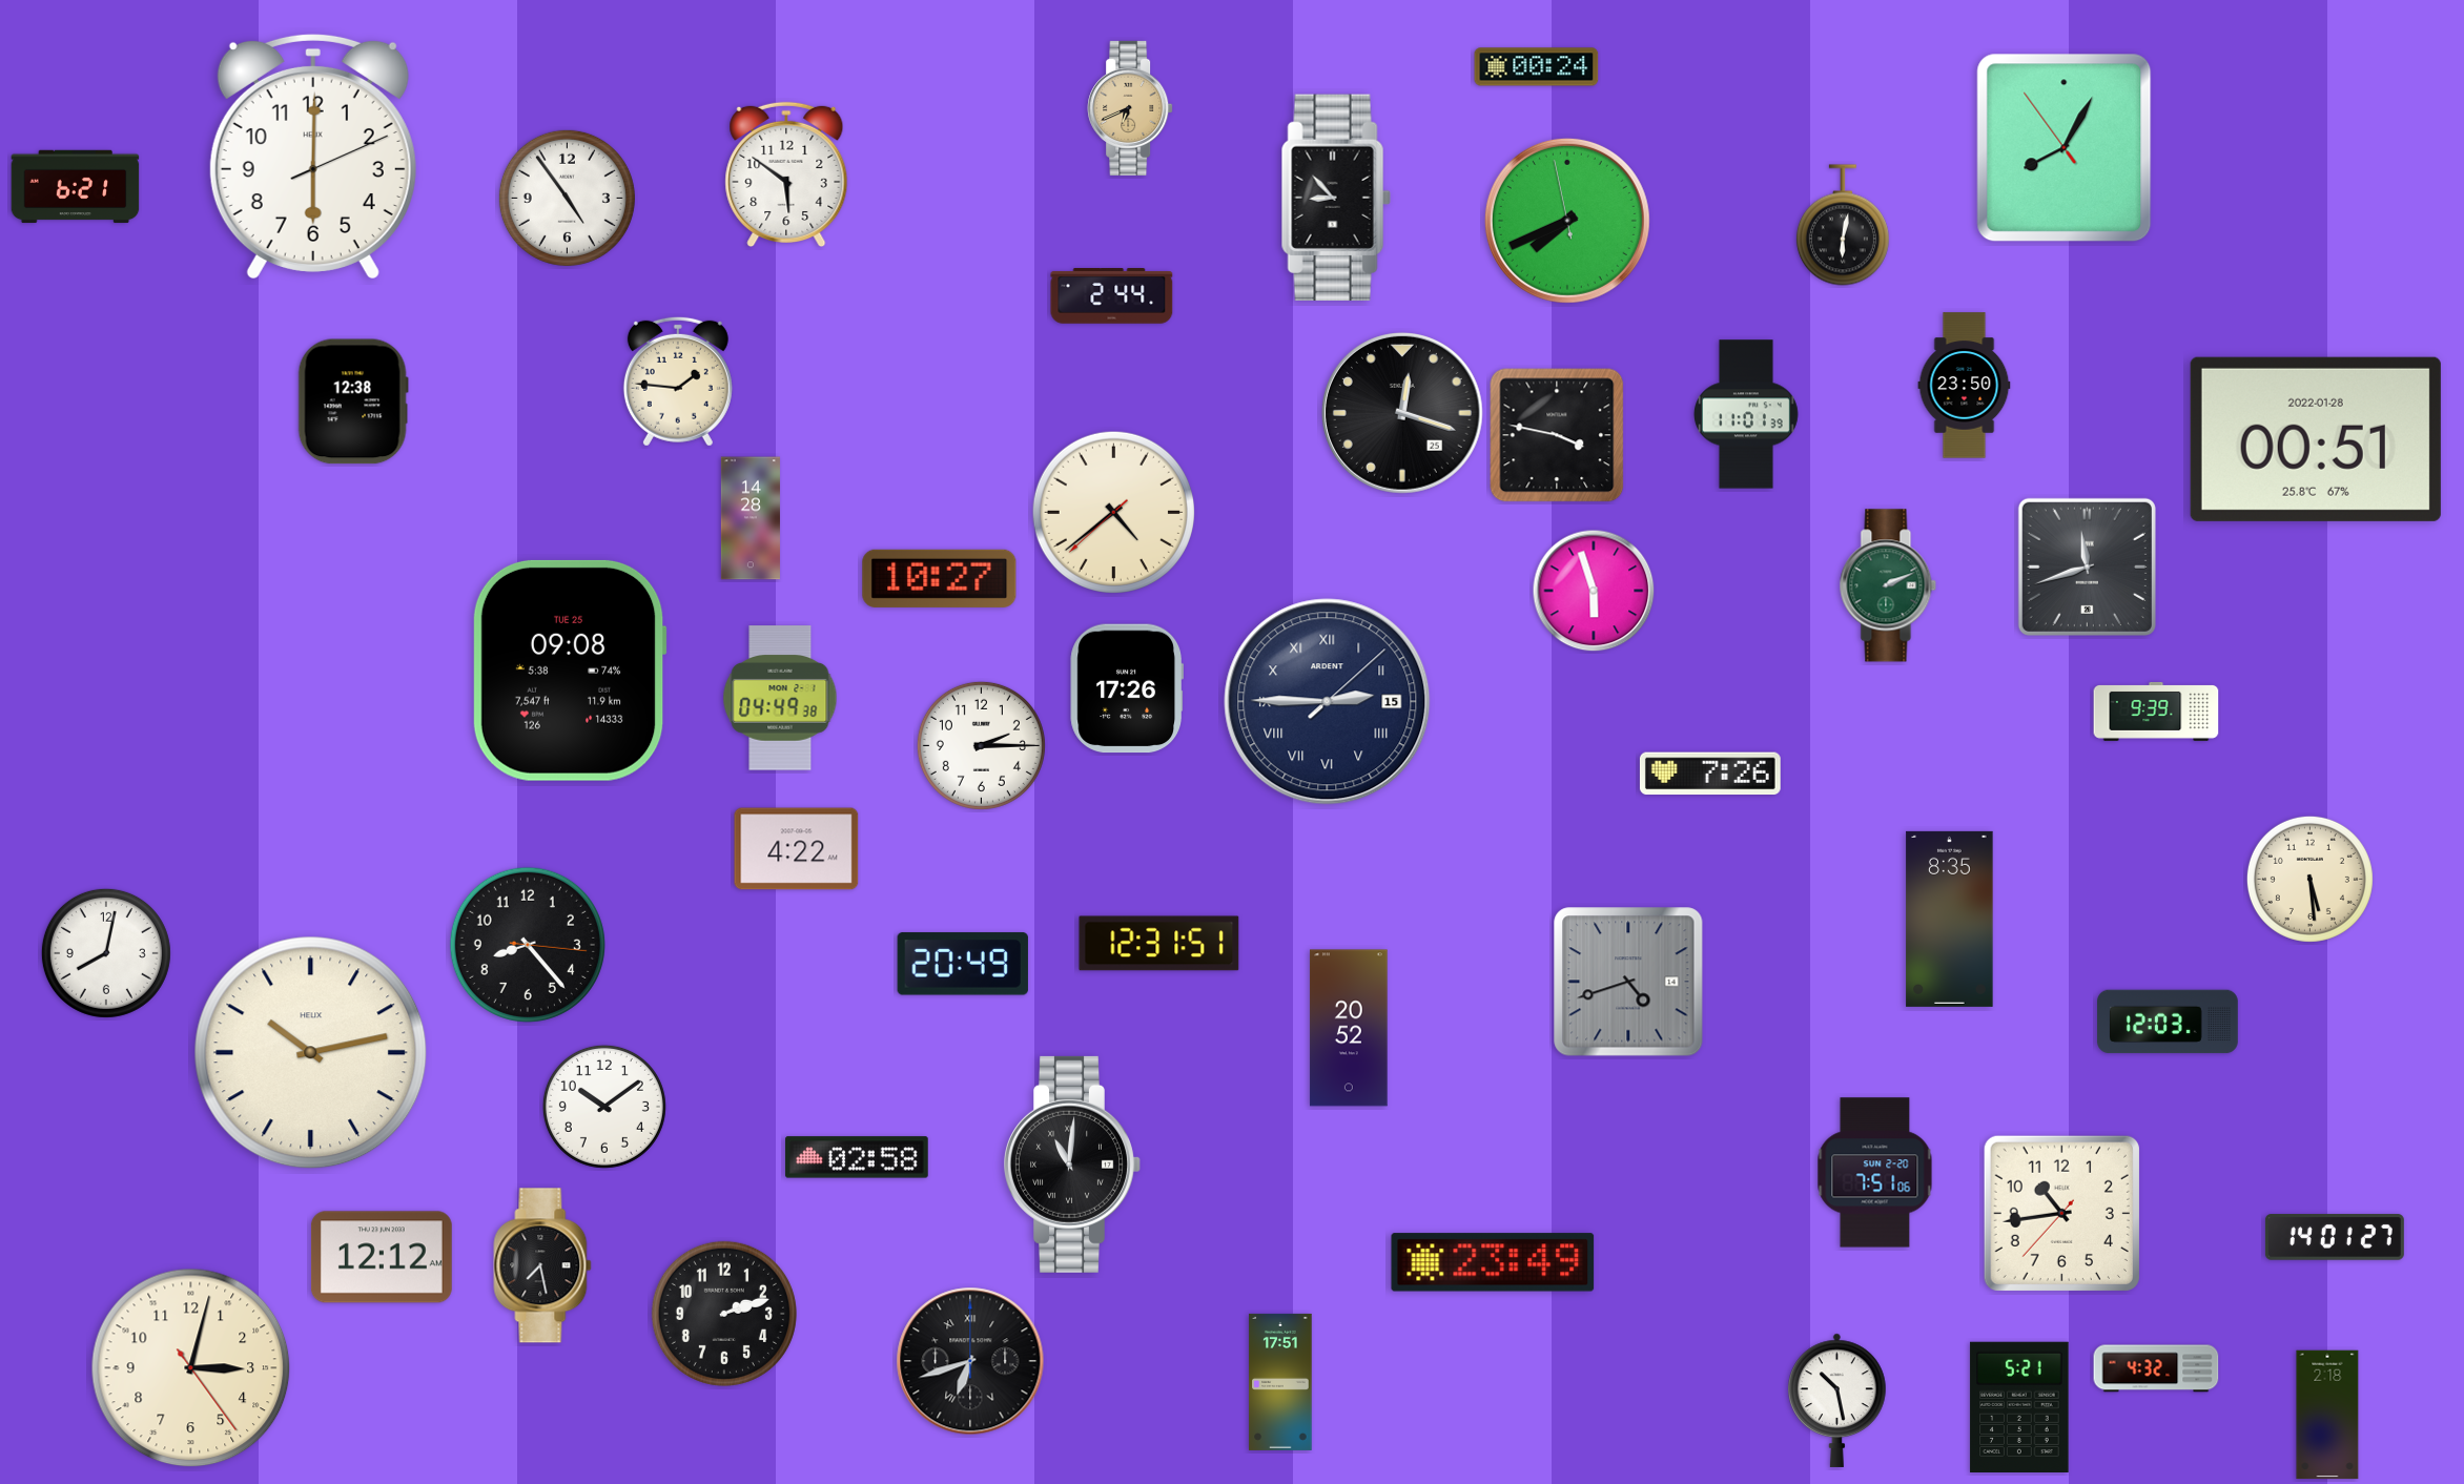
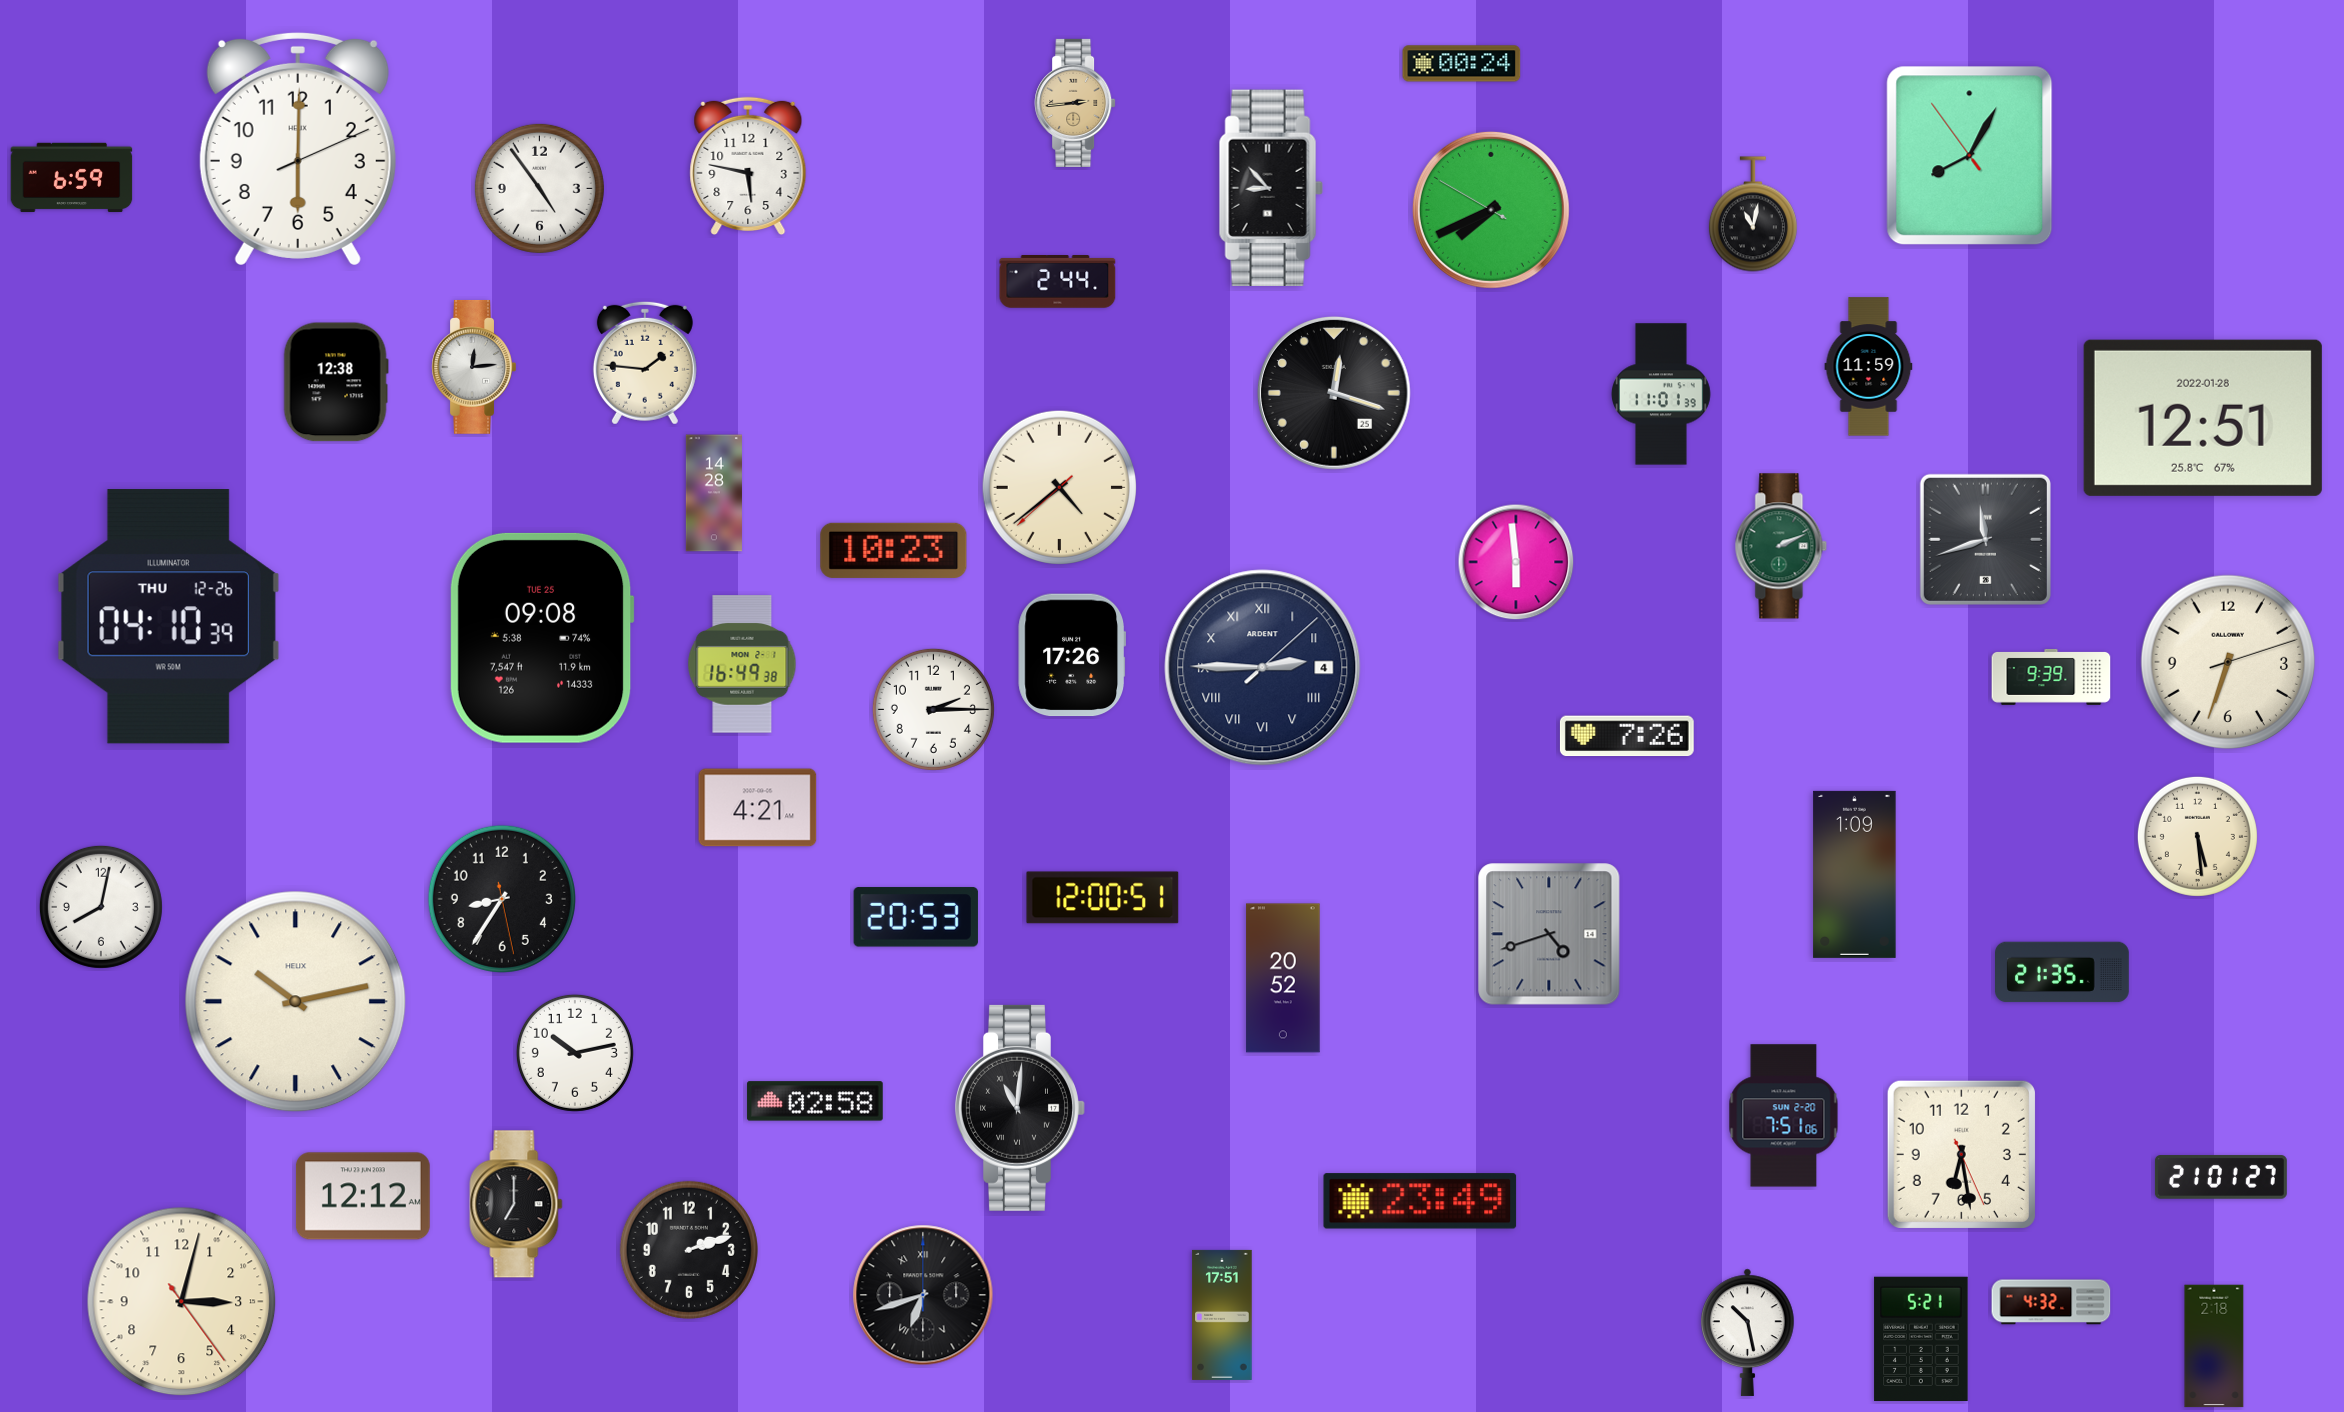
clock at (1130, 108): 6:41 -> 2:44
clock at (2065, 148) position: (2065, 148) -> (1970, 156)
clock at (786, 173): 5:51 -> 5:47
clock at (76, 187): 6:21 -> 6:59
clock at (1567, 221): 7:40:58 -> 7:40:50
clock at (1843, 225): 6:02 -> 11:02
clock at (474, 367): none -> 12:14
clock at (1965, 386): 23:50 -> 11:59
clock at (1557, 435): 3:47 -> none
clock at (2316, 439): 00:51 -> 12:51
clock at (940, 578): 10:27 -> 10:23
clock at (1888, 585) position: (1888, 585) -> (1781, 546)
clock at (1594, 591): 5:57 -> 5:59
clock at (168, 617): none -> 04:10
clock at (2228, 662): none -> 6:33
clock at (780, 698): 04:49 -> 16:49
clock at (1328, 702) date: 15 -> 4
clock at (797, 849): 4:22 -> 4:21
clock at (1950, 919): 8:35 -> 1:09
clock at (1159, 944): 12:31 -> 12:00
clock at (528, 945): 8:23 -> 8:35
clock at (963, 964): 20:49 -> 20:53
clock at (2169, 1022): 12:03 -> 21:35
clock at (604, 1107): 10:09 -> 10:13
clock at (2061, 1213): 10:43 -> 6:28
clock at (2335, 1237): 14:01 -> 21:01
clock at (542, 1265): 7:28 -> 7:00
clock at (1280, 1382) position: (1280, 1382) -> (1222, 1315)
